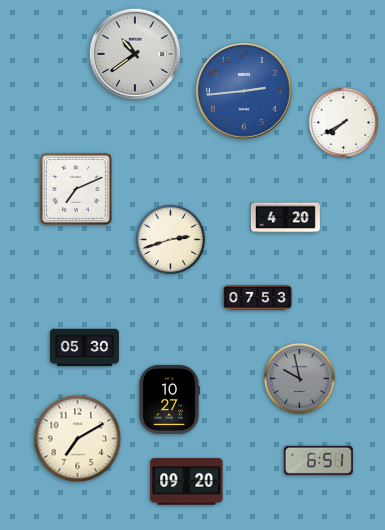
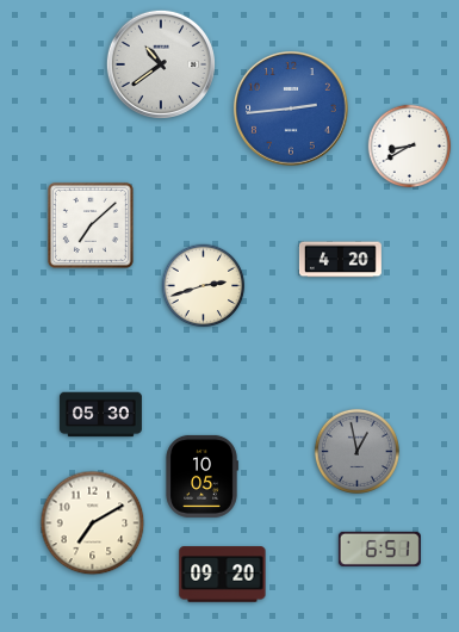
clock at (344, 123): 7:40 -> 8:40
clock at (76, 189): 7:11 -> 7:08
clock at (257, 298): 07:53 -> none
clock at (299, 378): 9:58 -> 12:58
clock at (169, 399): 10:27 -> 10:05
